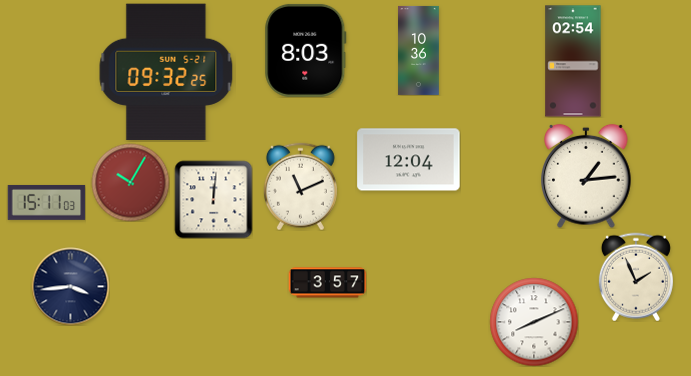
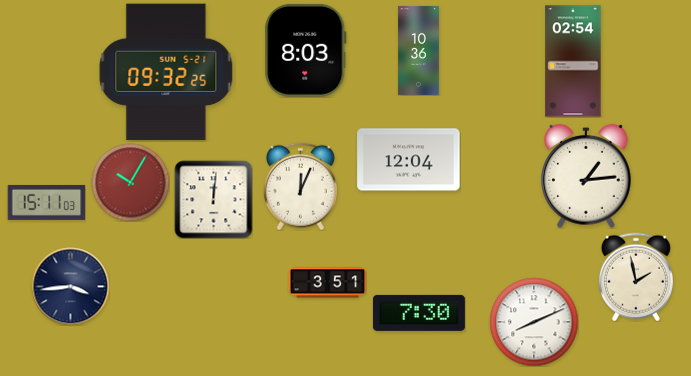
clock at (300, 186): 11:11 -> 12:04
clock at (636, 277): 1:56 -> 1:58
clock at (327, 283): 3:57 -> 3:51
clock at (419, 313): none -> 7:30
